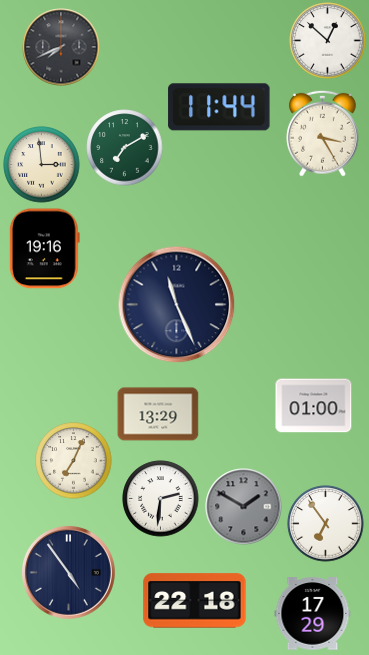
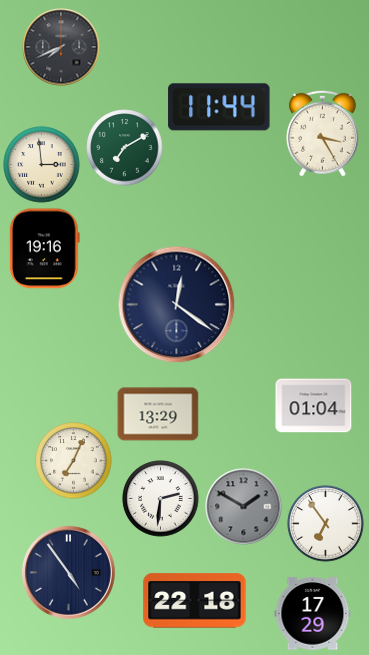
clock at (328, 41): 12:52 -> none
clock at (177, 305): 11:26 -> 12:21
clock at (314, 406): 01:00 -> 01:04
